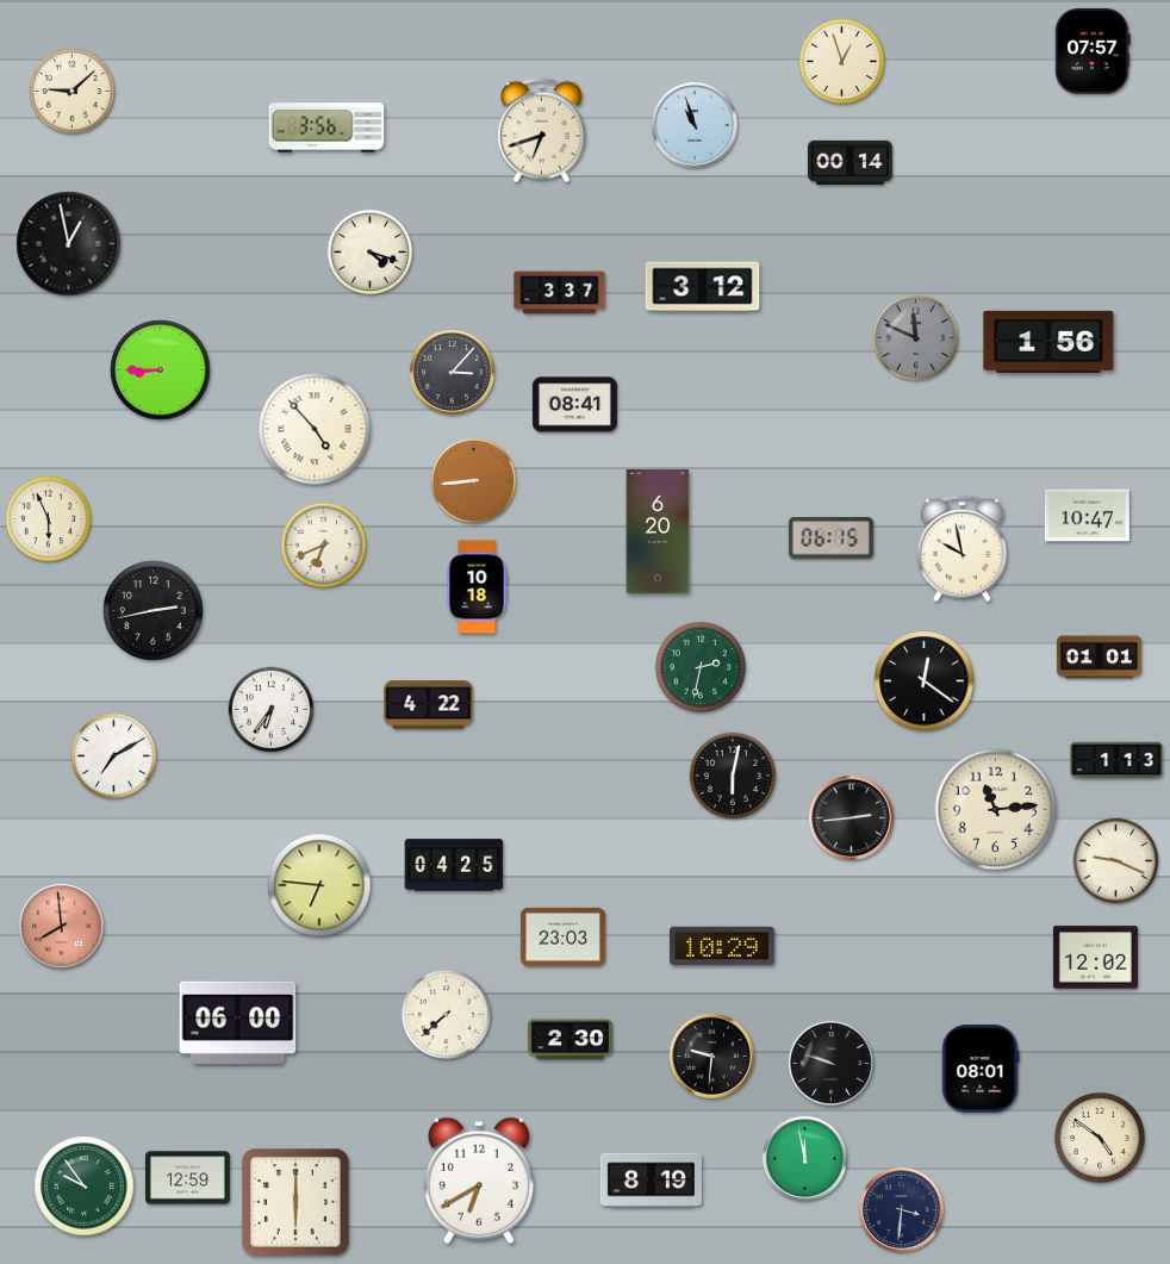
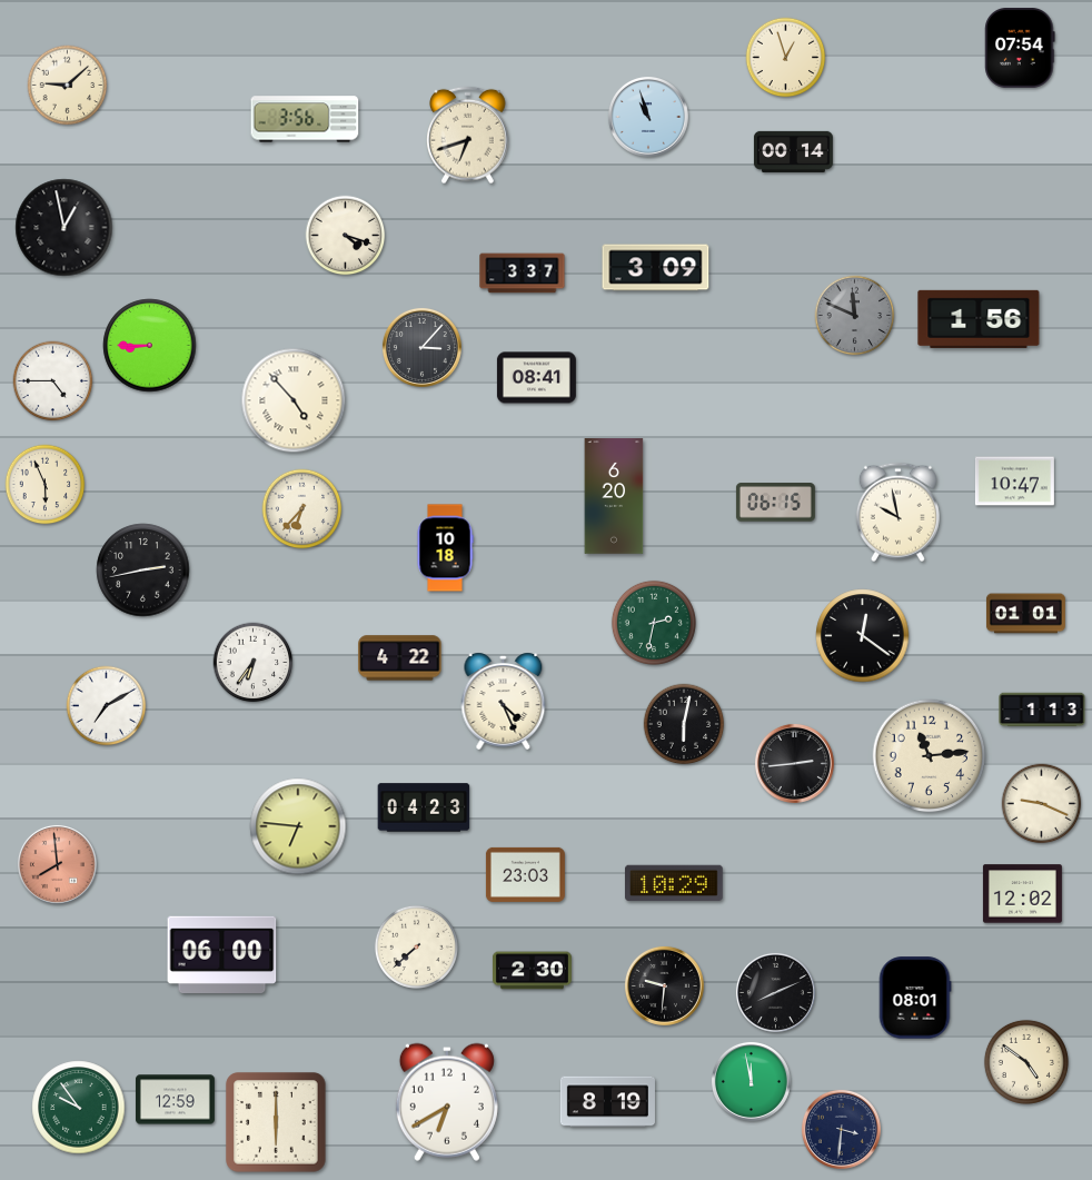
clock at (1093, 52): 07:57 -> 07:54
clock at (542, 131) position: (542, 131) -> (468, 136)
clock at (703, 287): 3:12 -> 3:09
clock at (53, 381): none -> 4:45
clock at (474, 481): 8:44 -> none
clock at (324, 546): 6:41 -> 6:37
clock at (504, 701): none -> 4:26
clock at (454, 865): 04:25 -> 04:23
clock at (830, 1063): 9:48 -> 8:11
